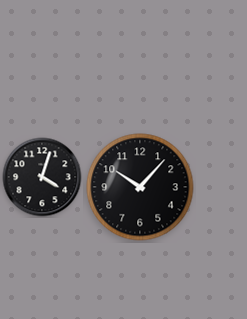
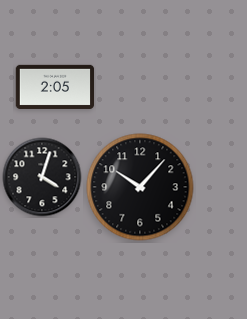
clock at (55, 87): none -> 2:05
